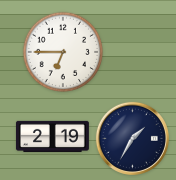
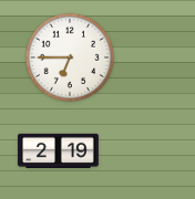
clock at (132, 138): 1:35 -> none
